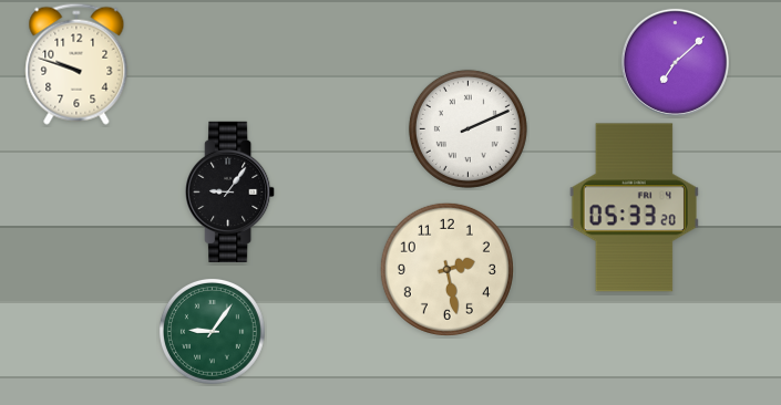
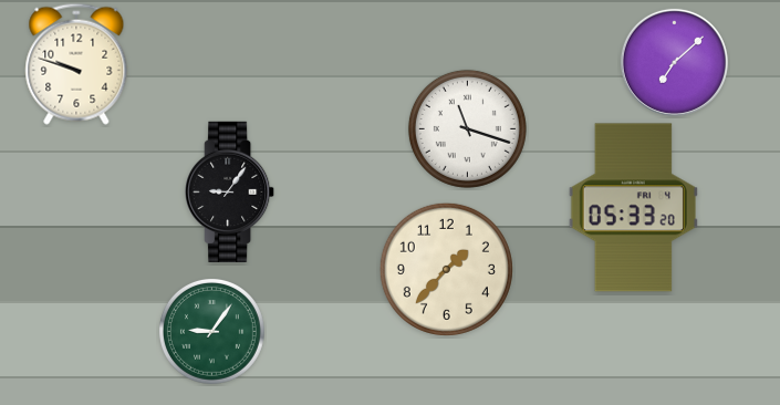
clock at (467, 128): 2:11 -> 11:18
clock at (446, 269): 2:28 -> 1:37
